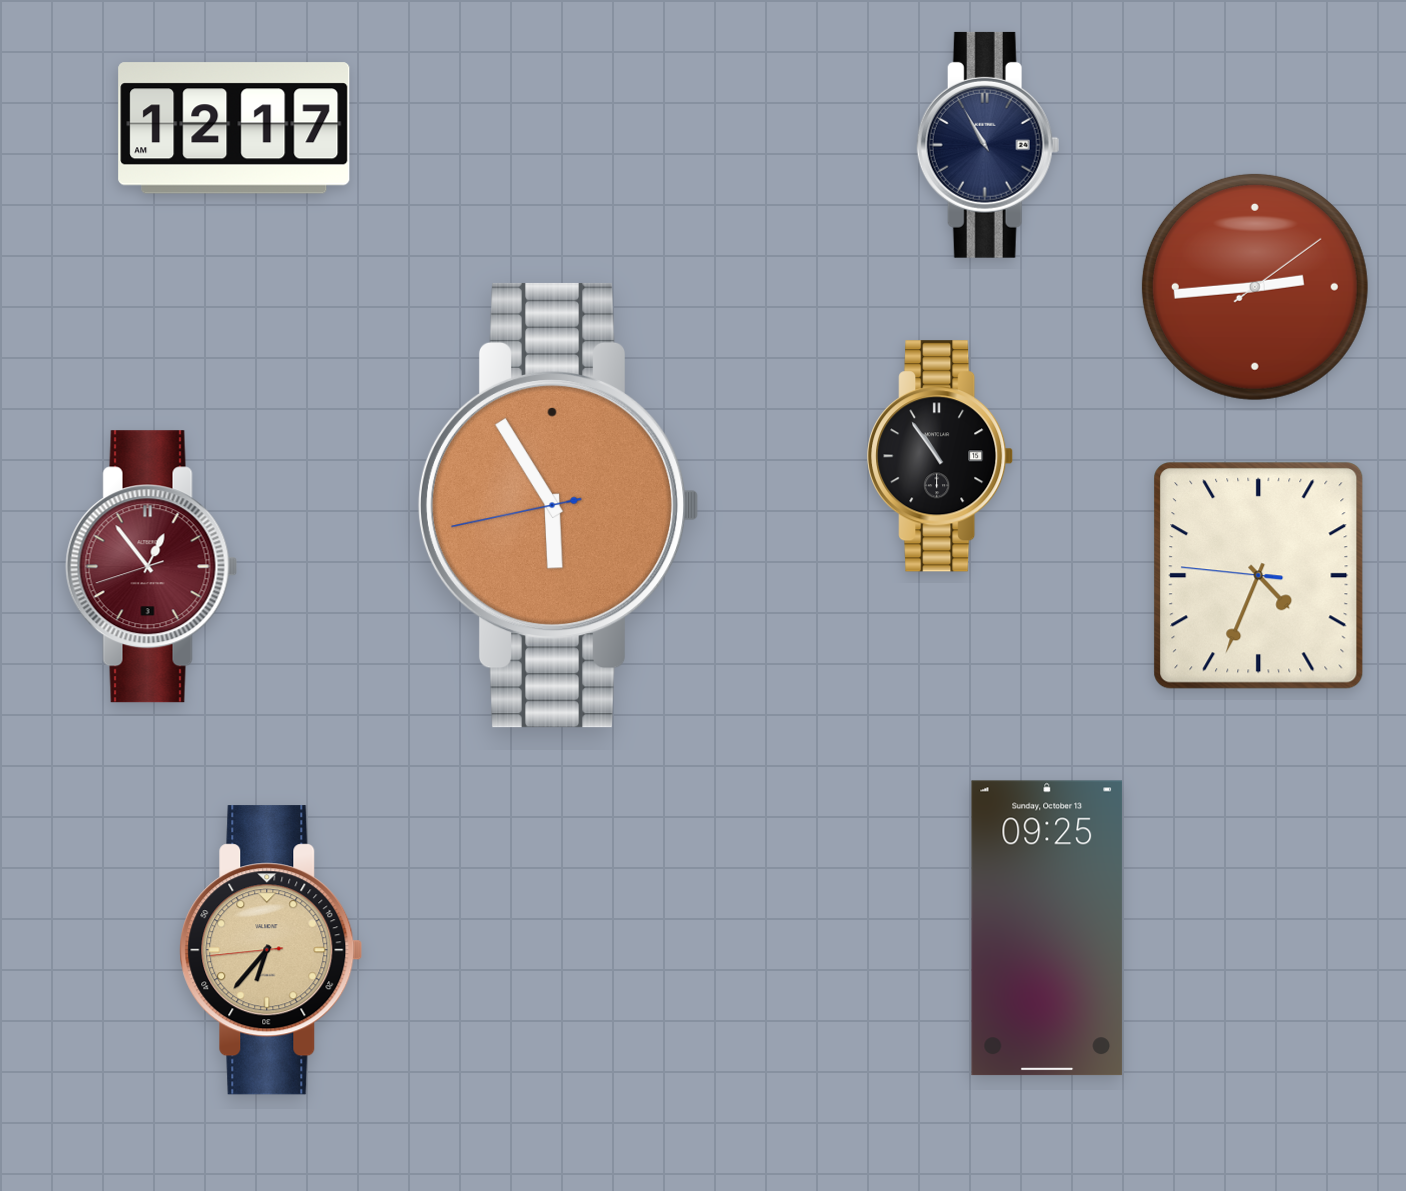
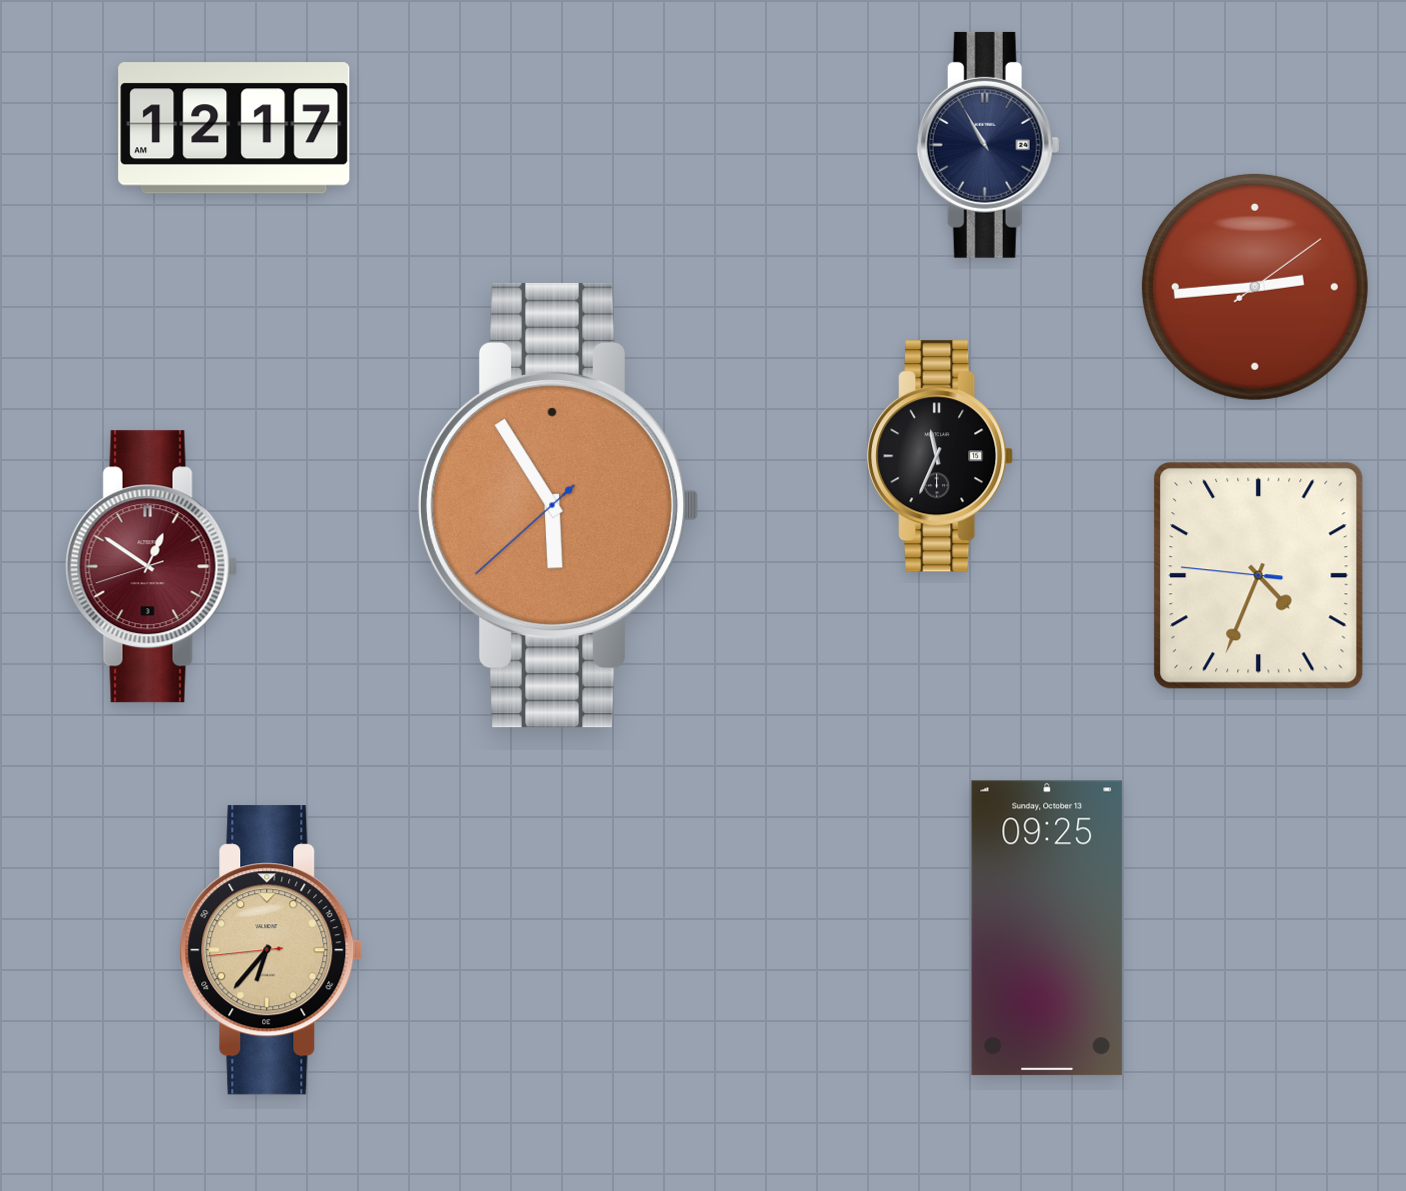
clock at (941, 456): 10:54 -> 11:34
clock at (558, 505): 5:54:43 -> 5:54:38
clock at (152, 567): 12:53 -> 12:50
